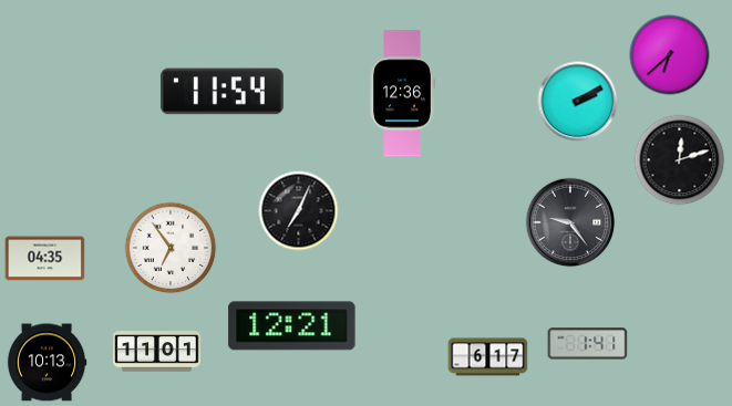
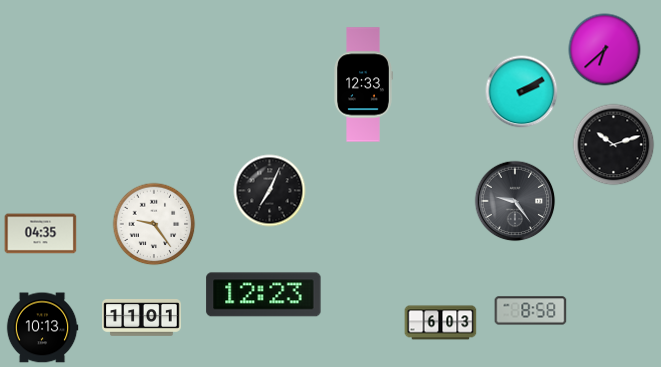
clock at (221, 92): 11:54 -> none
clock at (402, 94): 12:36 -> 12:33
clock at (680, 160): 12:12 -> 10:12
clock at (171, 248): 6:54 -> 9:24
clock at (292, 326): 12:21 -> 12:23
clock at (588, 344): 1:41 -> 8:58
clock at (488, 357): 6:17 -> 6:03
